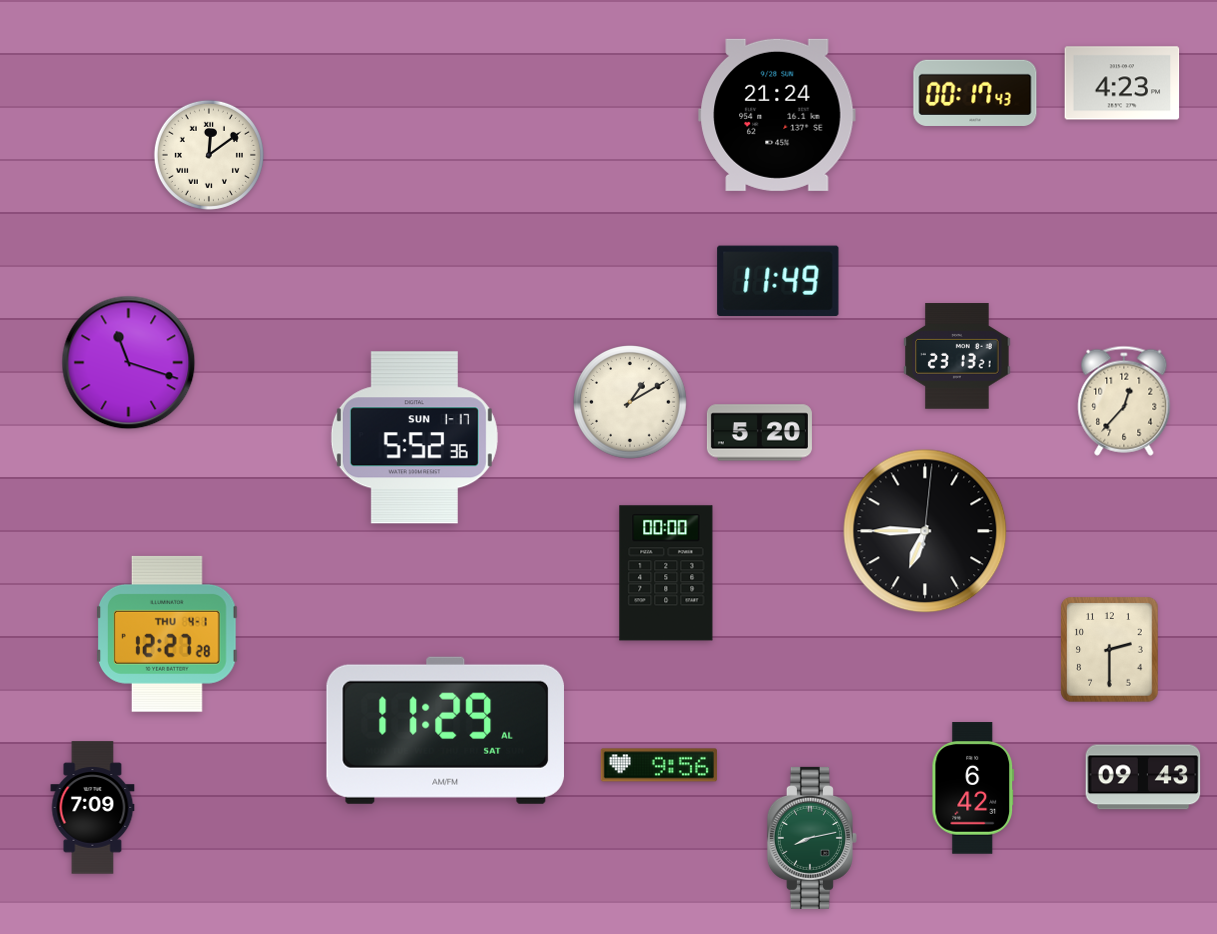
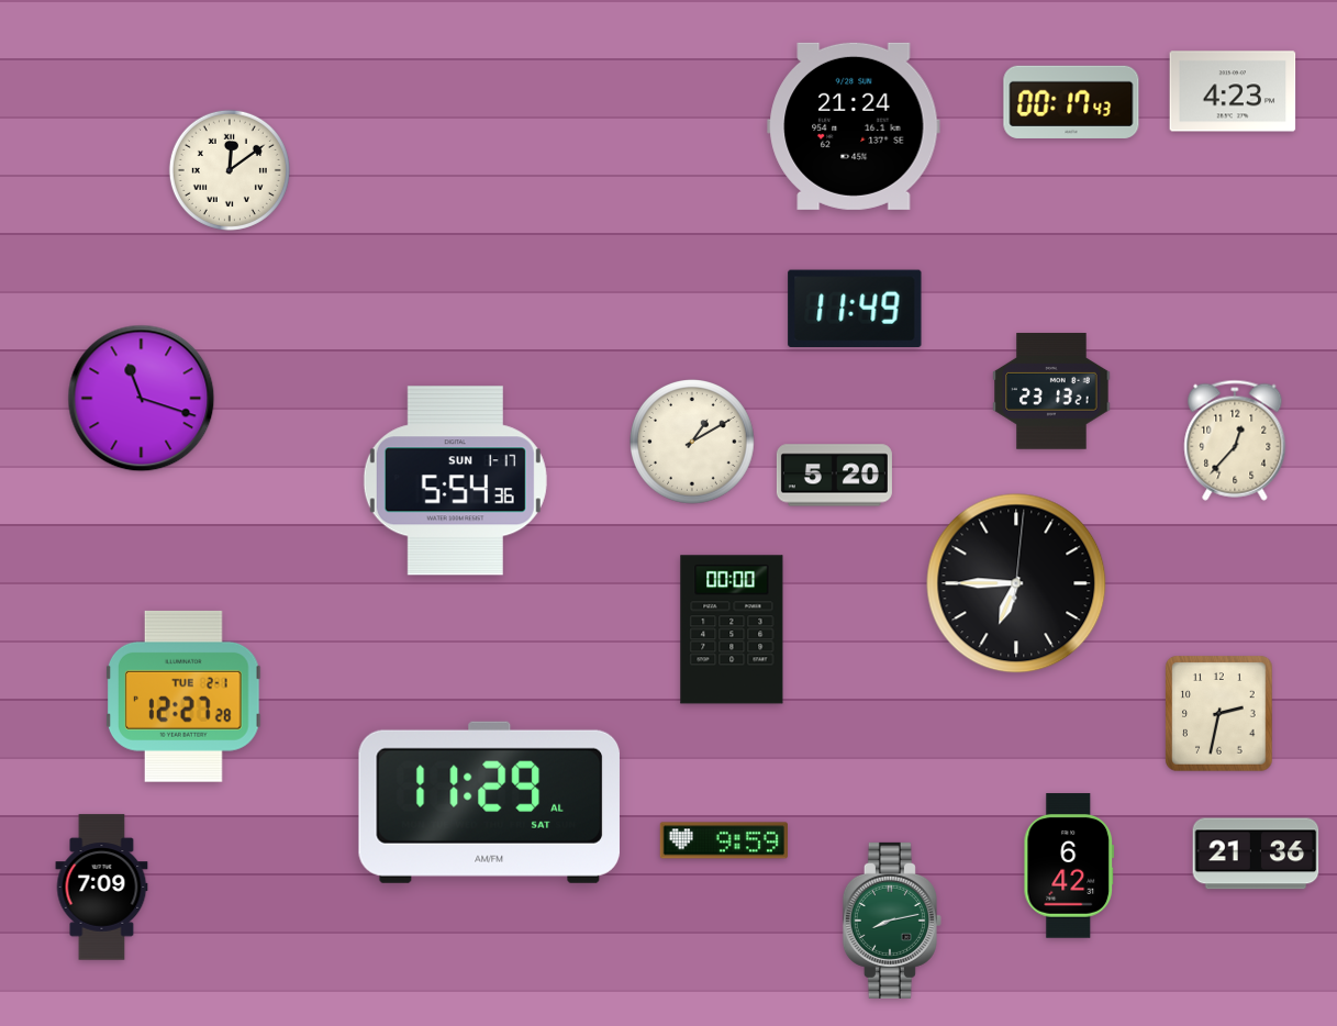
clock at (414, 438): 5:52 -> 5:54
clock at (168, 634) date: THU 4-1 -> TUE 2-1
clock at (1110, 650): 2:30 -> 2:32
clock at (659, 765): 9:56 -> 9:59
clock at (1143, 777): 09:43 -> 21:36
